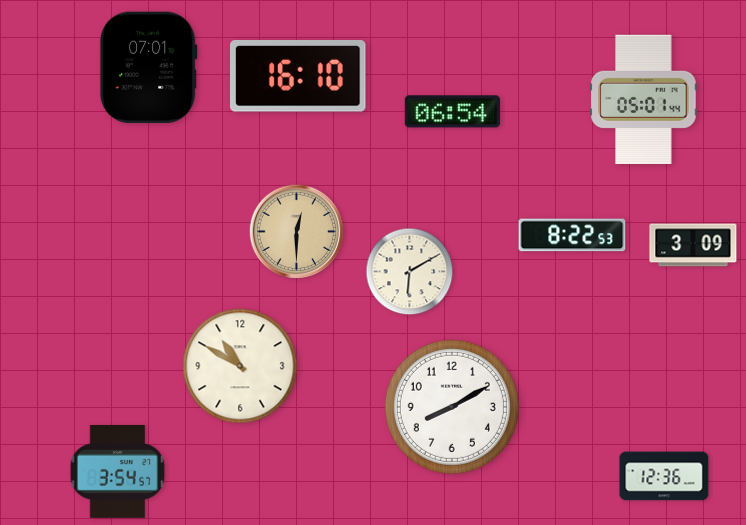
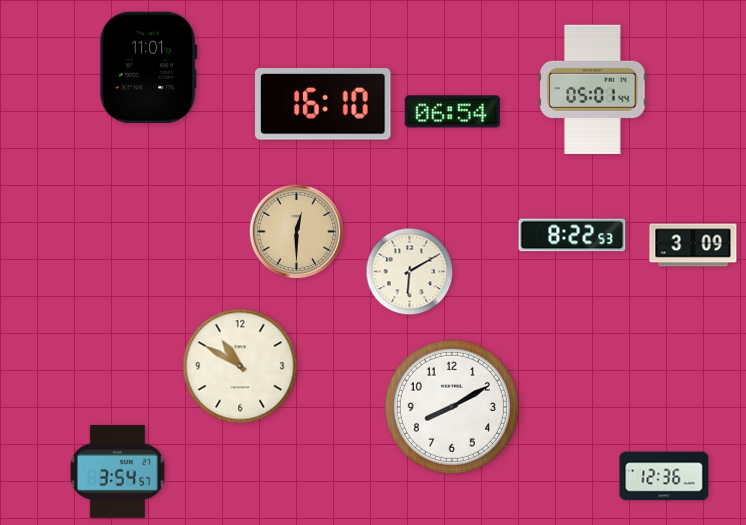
clock at (148, 67): 07:01 -> 11:01
clock at (299, 77) position: (299, 77) -> (324, 105)
clock at (644, 99) position: (644, 99) -> (593, 89)
